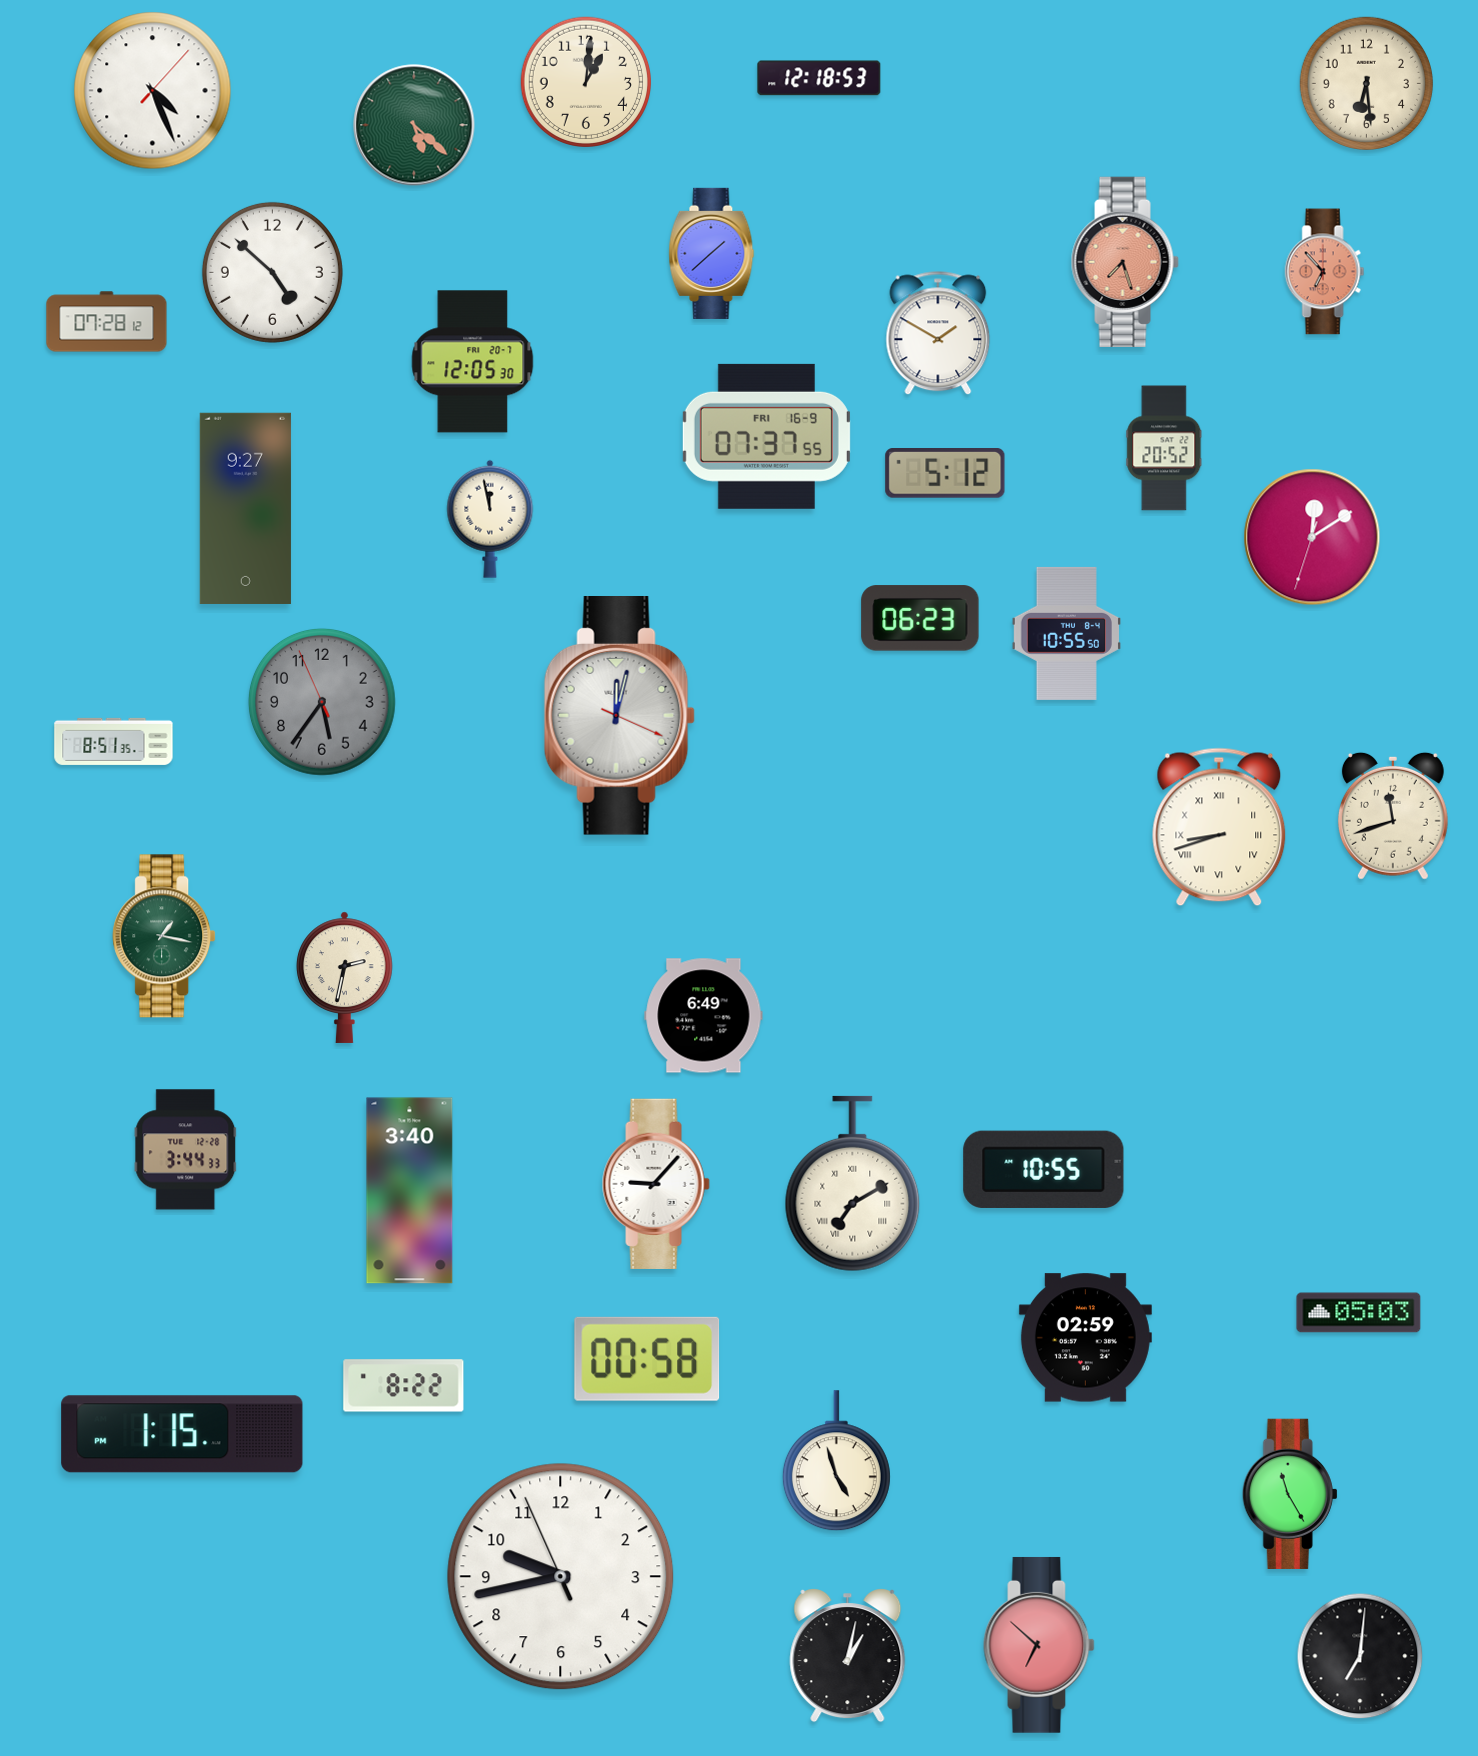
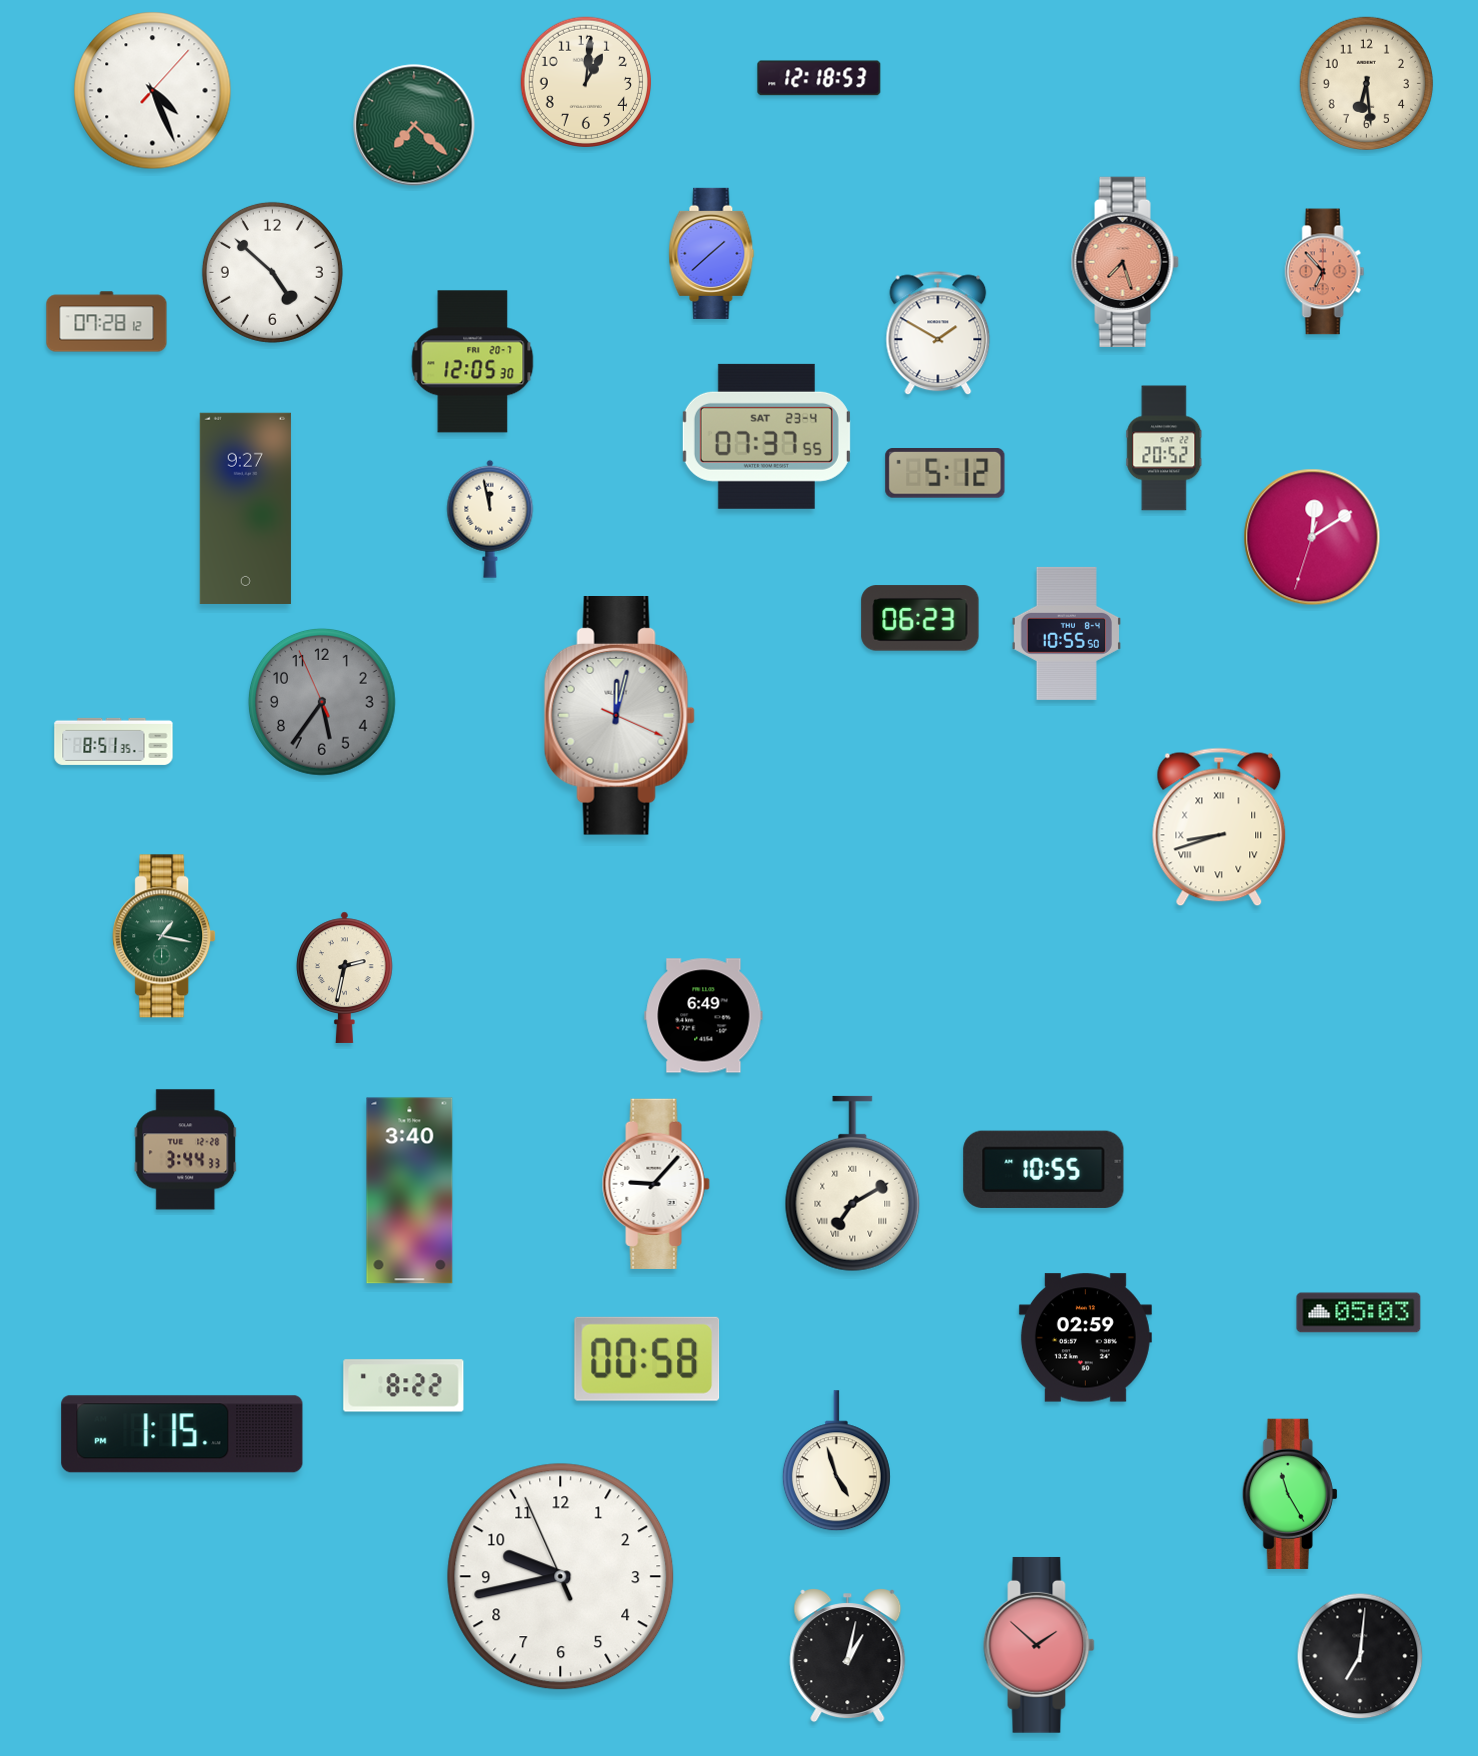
clock at (414, 125): 5:22 -> 7:22
clock at (766, 436) date: FRI 16-9 -> SAT 23-4
clock at (1393, 816): 11:42 -> none
clock at (1039, 1645): 6:52 -> 1:52
